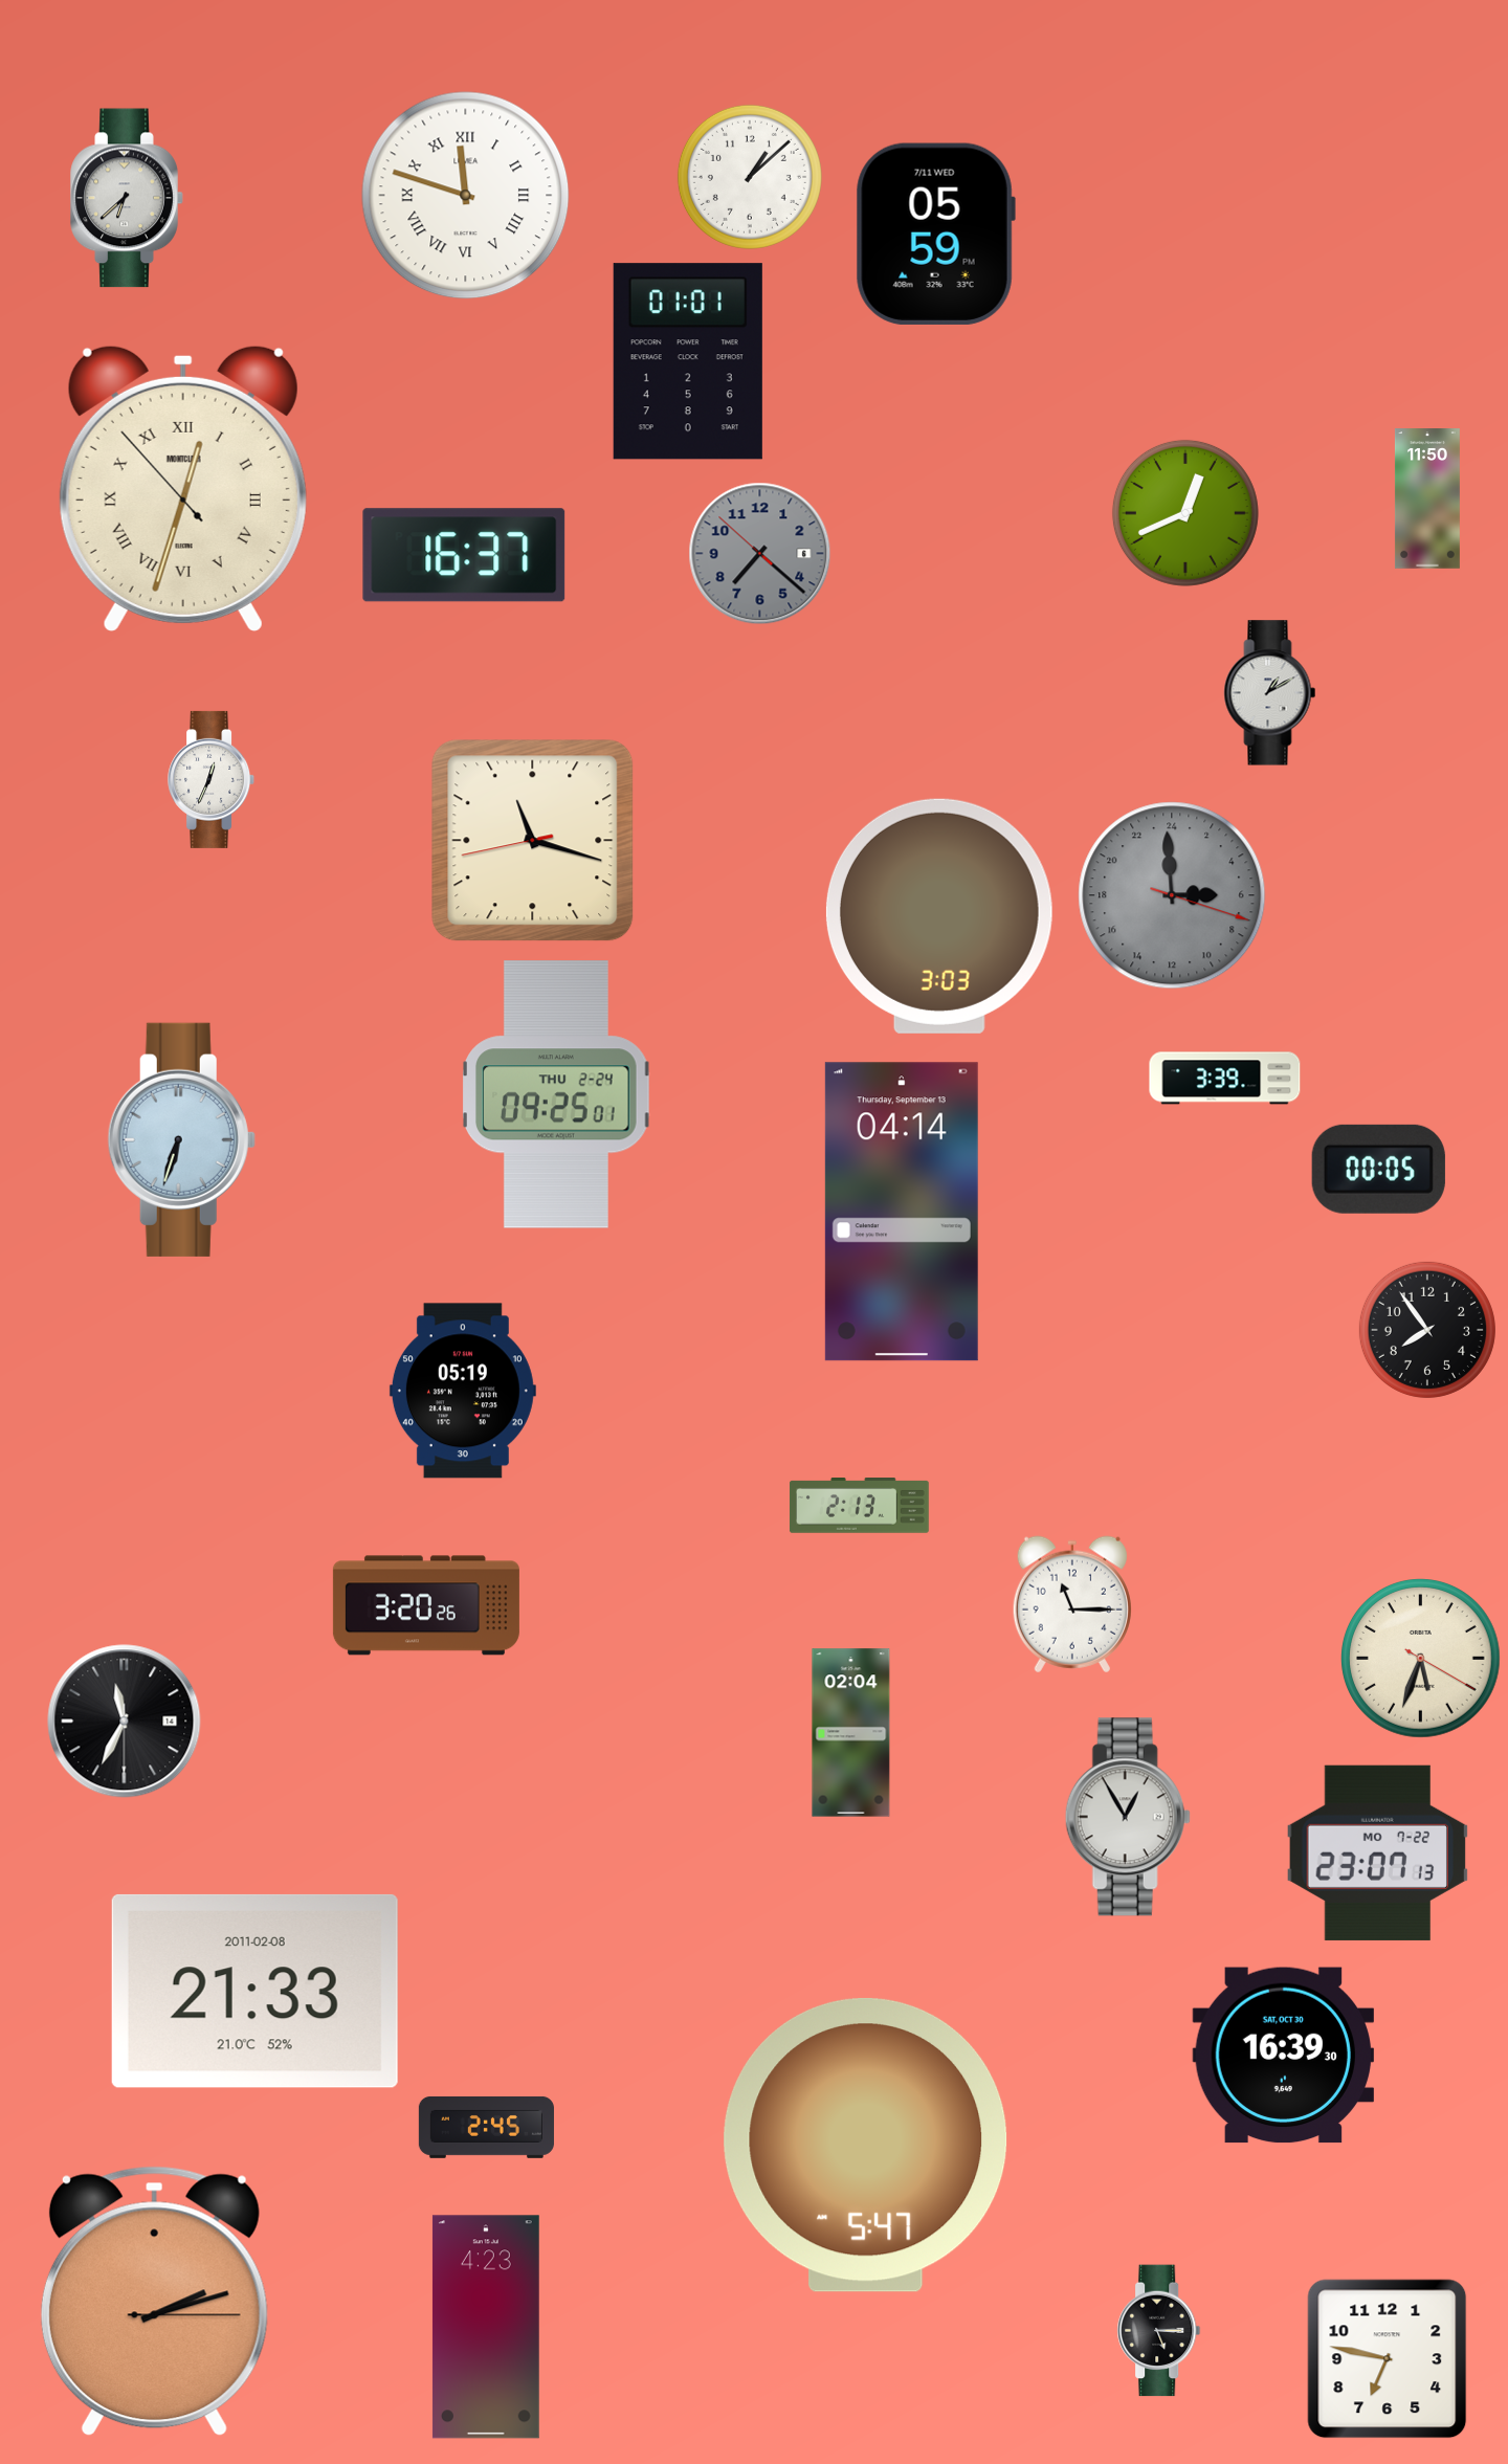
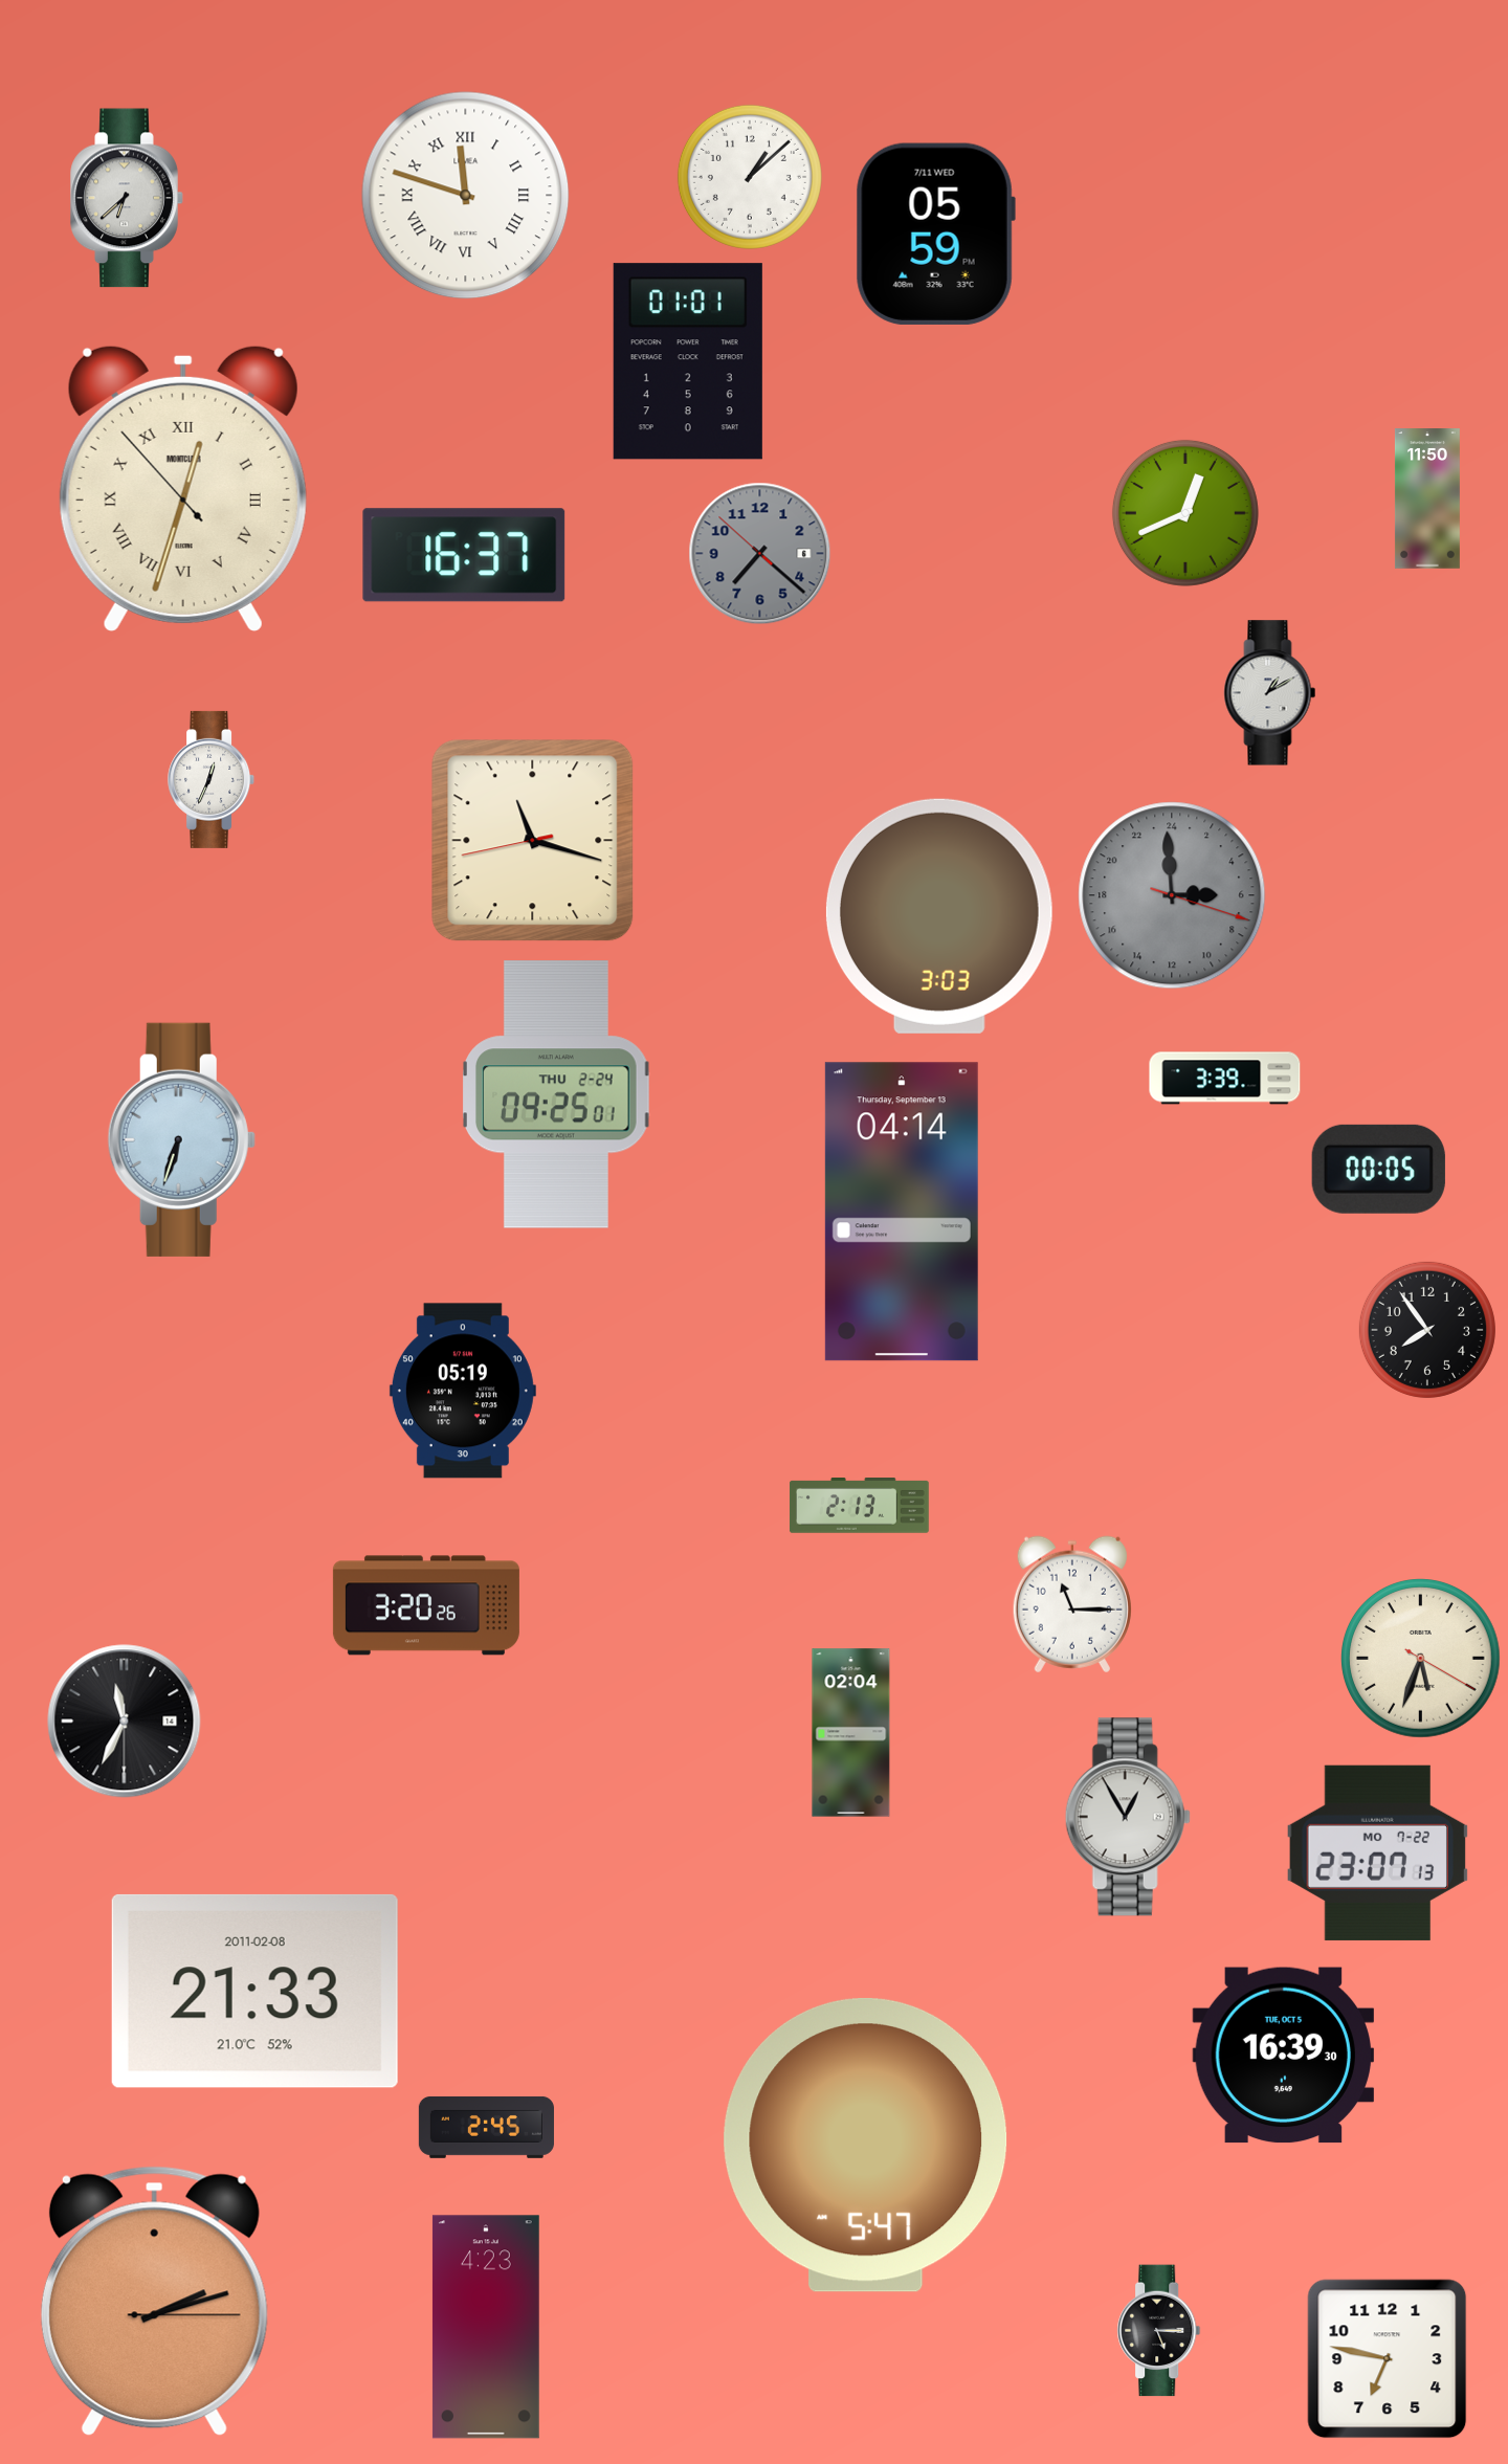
clock at (1283, 2056) date: SAT, OCT 30 -> TUE, OCT 5
